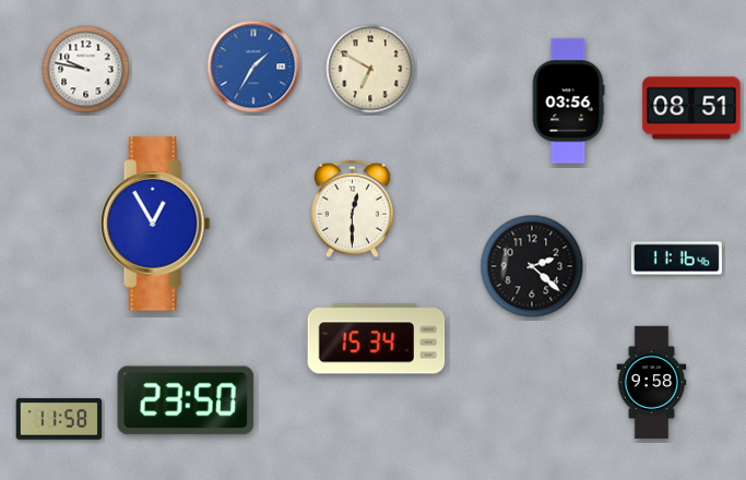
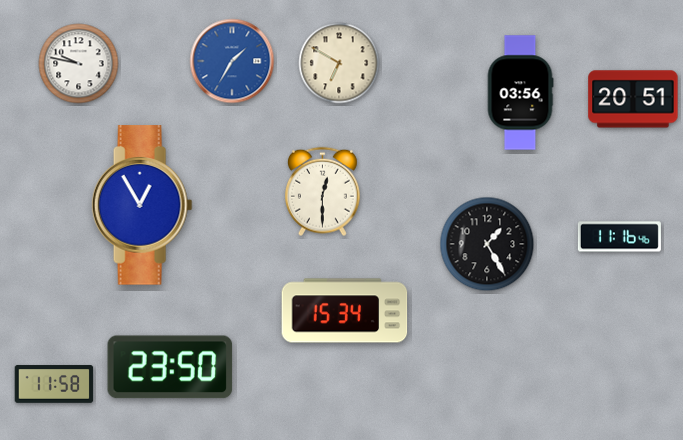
clock at (691, 108): 08:51 -> 20:51
clock at (532, 266): 2:22 -> 1:25
clock at (652, 383): 9:58 -> none
